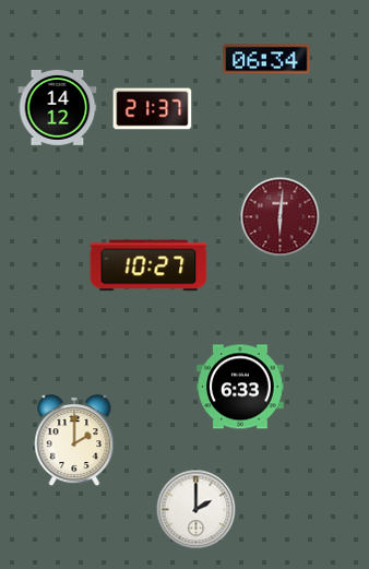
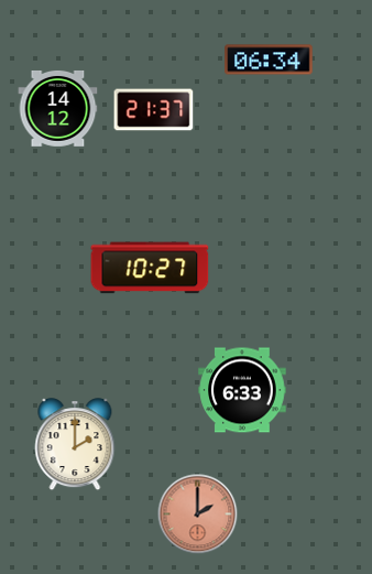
clock at (281, 217): 6:01 -> none
clock at (197, 510) dial: white -> salmon
